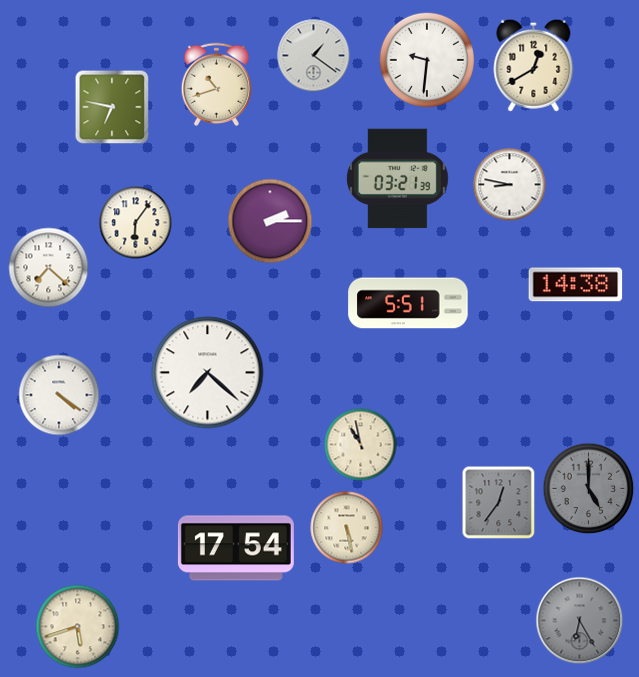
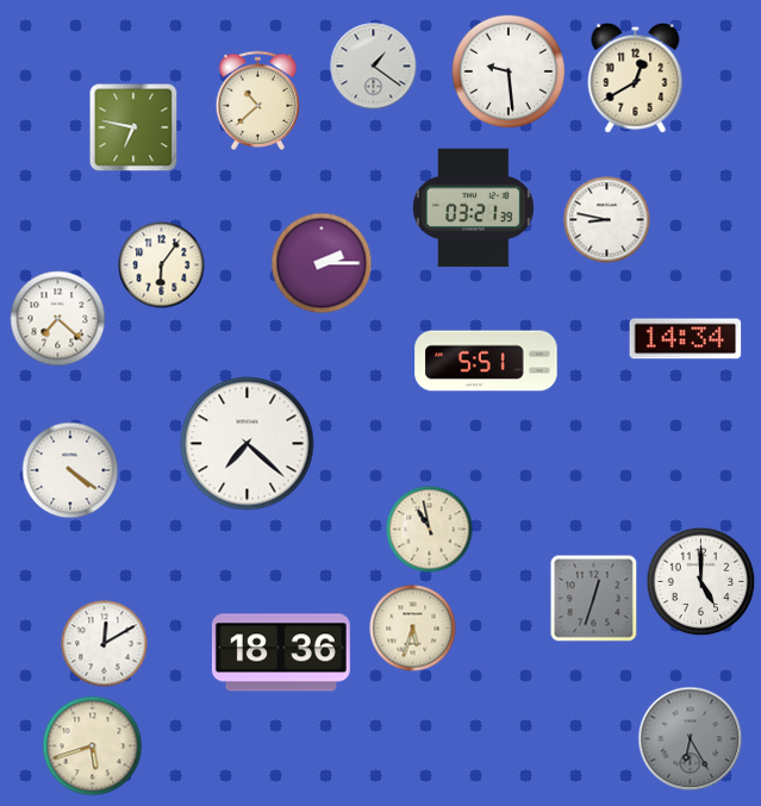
clock at (427, 60): 9:31 -> 9:29
clock at (216, 84): 10:42 -> 10:38
clock at (397, 179) position: (397, 179) -> (473, 208)
clock at (576, 285): 14:38 -> 14:34
clock at (589, 489) dial: grey -> white
clock at (499, 503): 12:36 -> 12:33
clock at (347, 528): 5:28 -> 5:33
clock at (105, 644): none -> 12:10
clock at (236, 548): 17:54 -> 18:36
